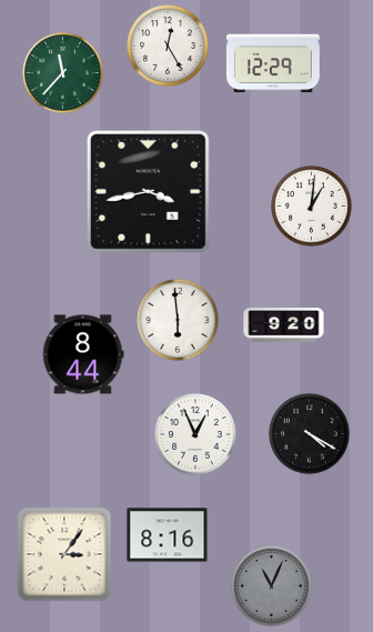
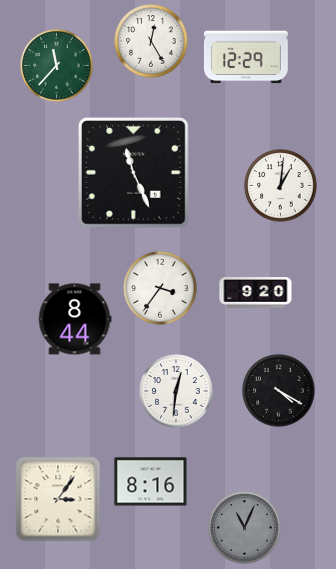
clock at (149, 192): 3:43 -> 11:26
clock at (178, 320): 5:59 -> 3:36
clock at (195, 434): 12:56 -> 12:31
